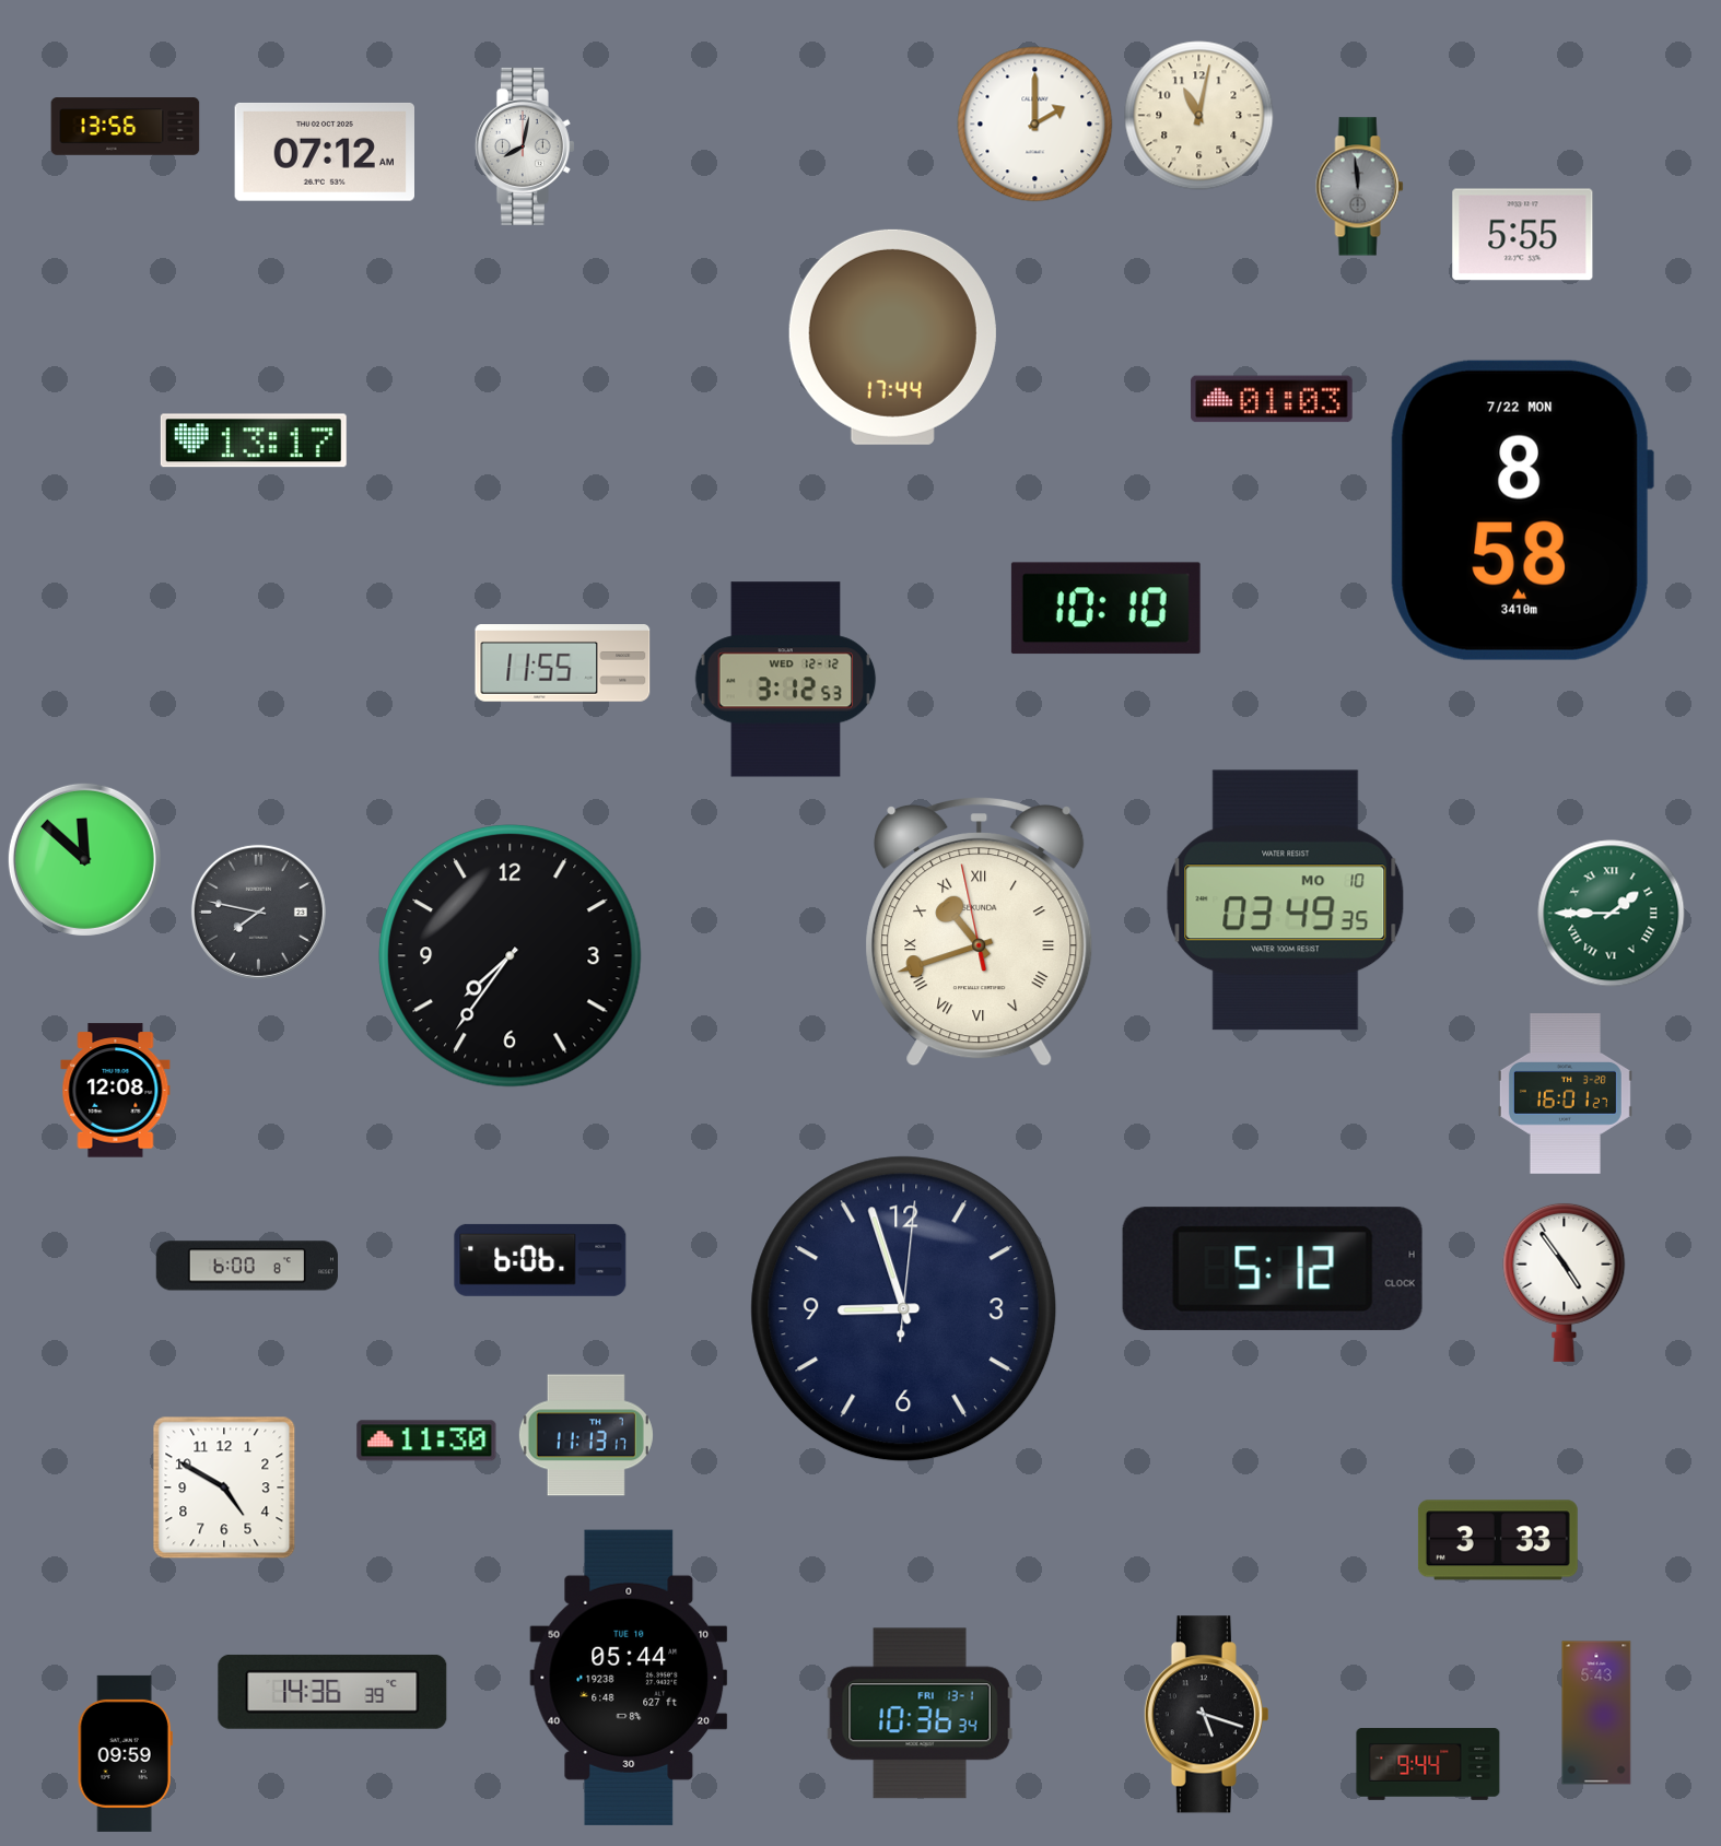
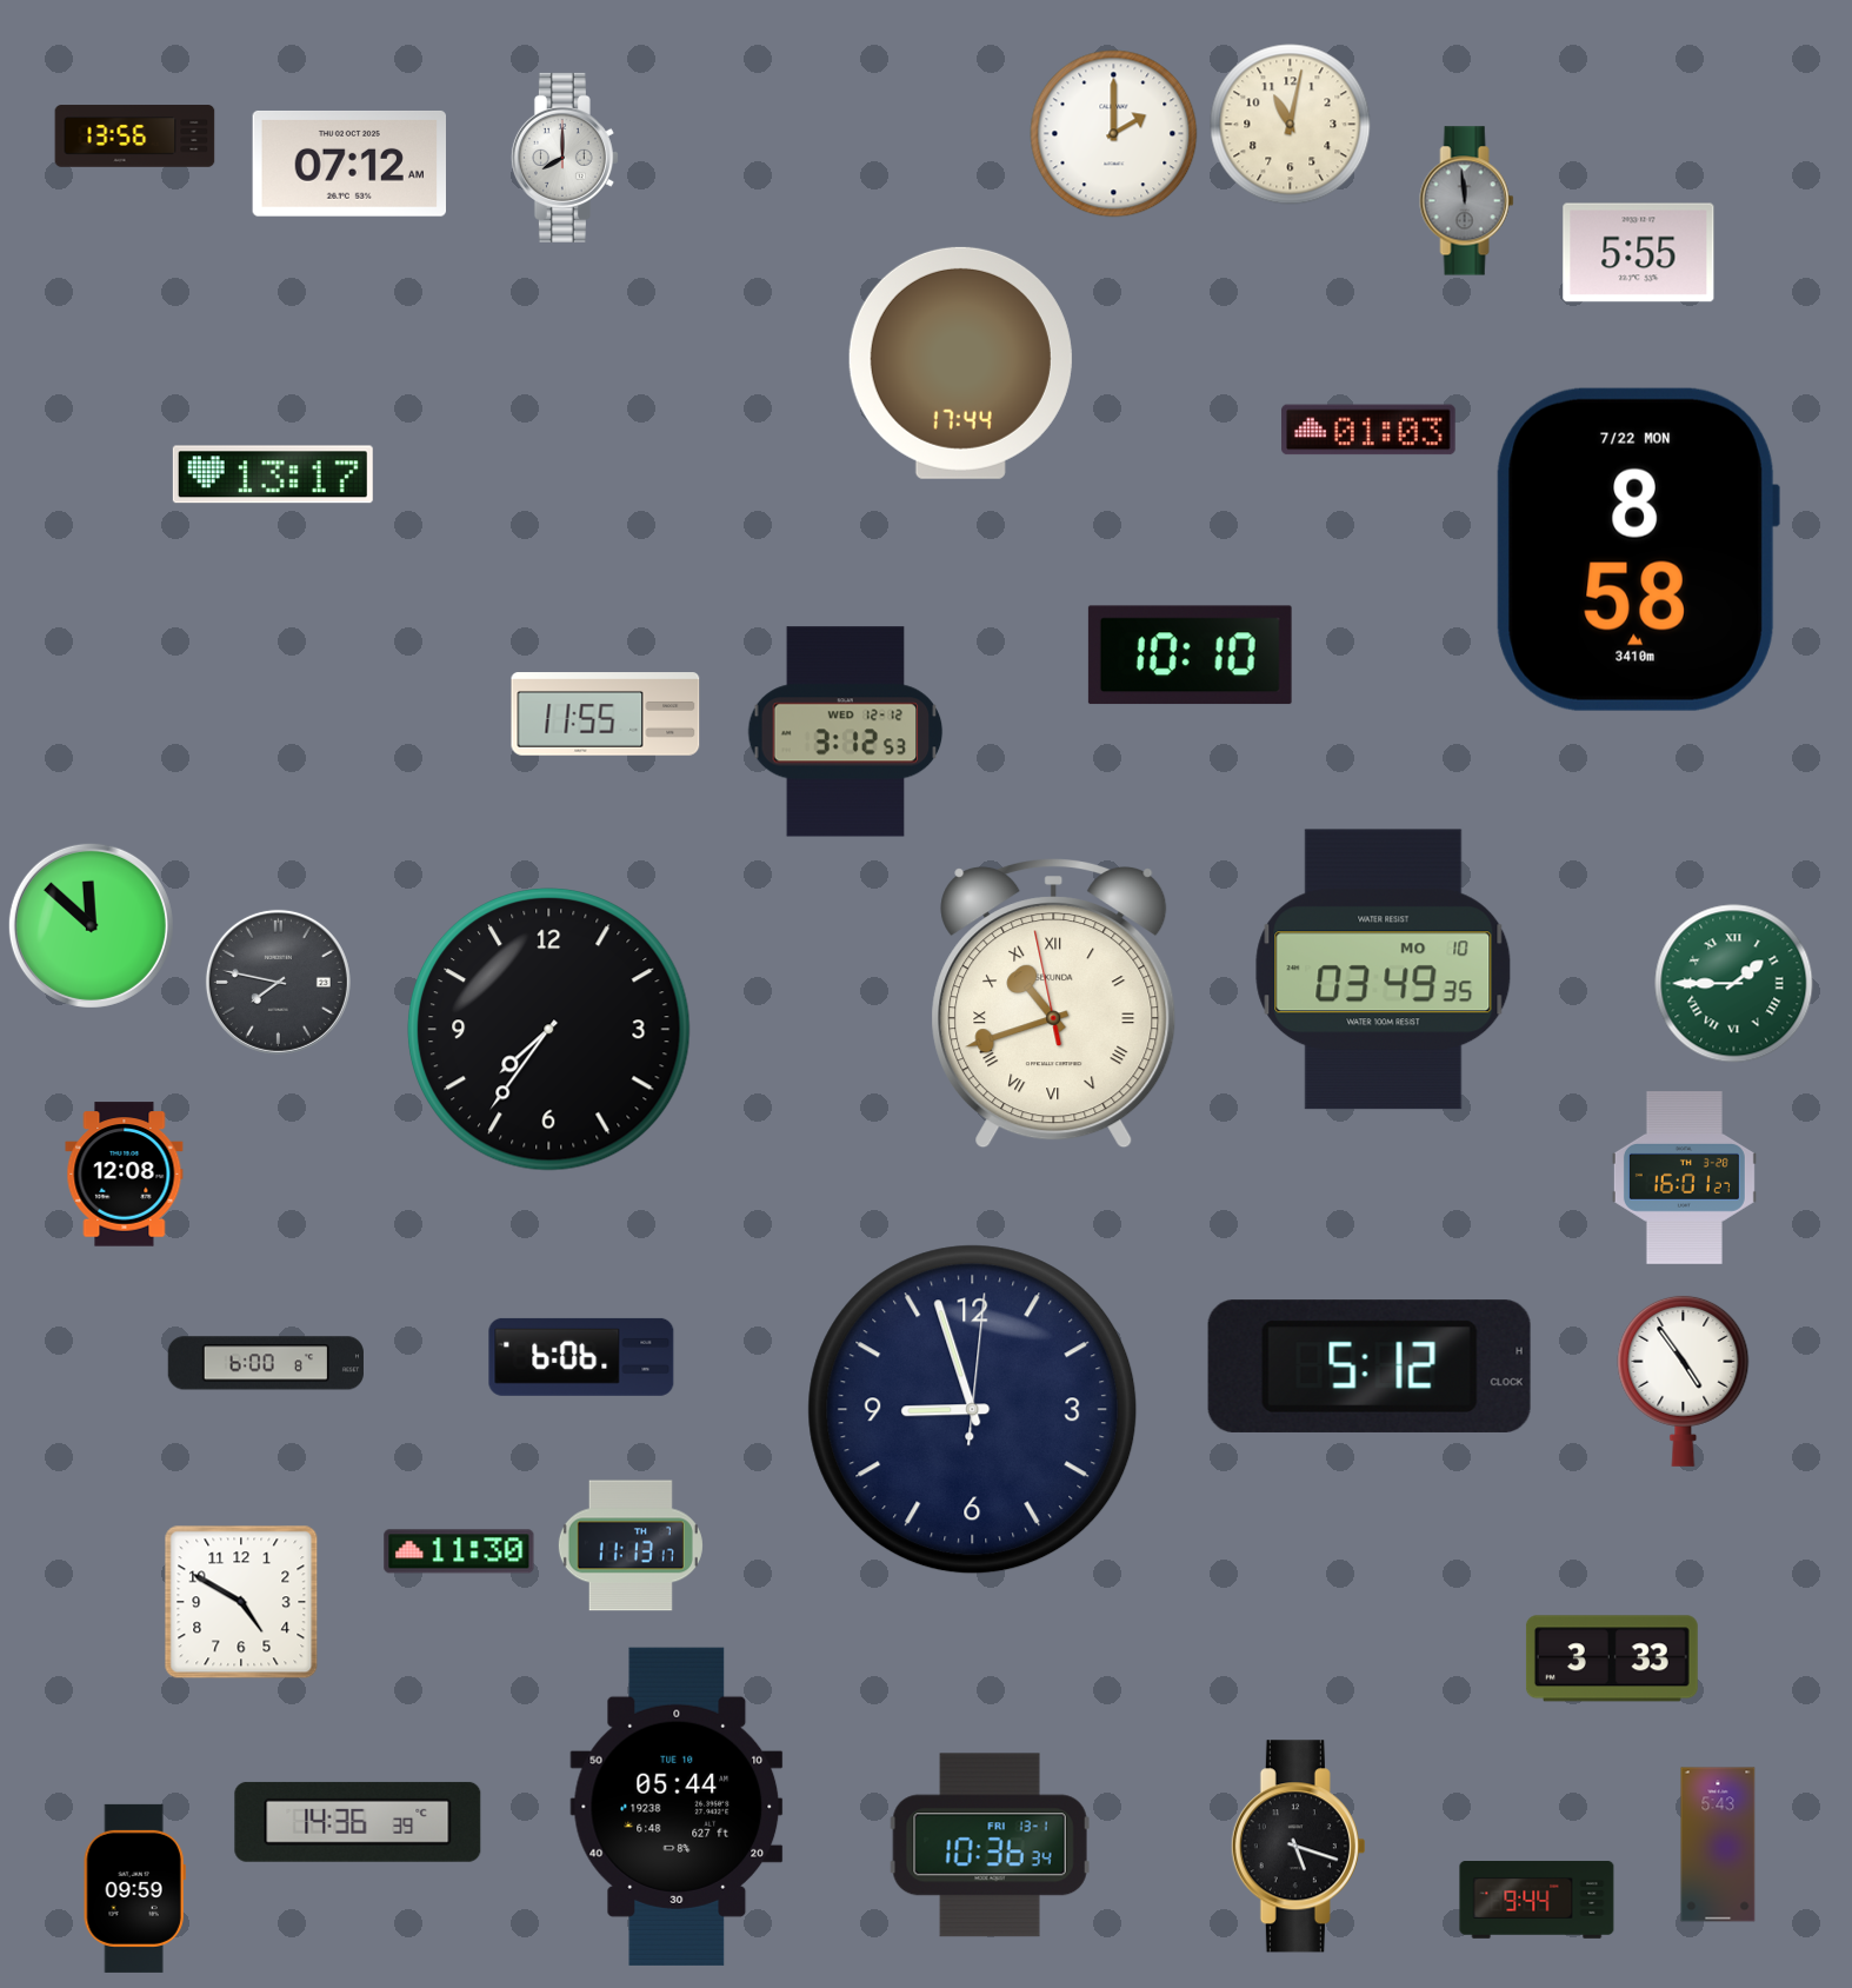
clock at (525, 146): 8:02 -> 8:00
clock at (1360, 187) position: (1360, 187) -> (1467, 201)
